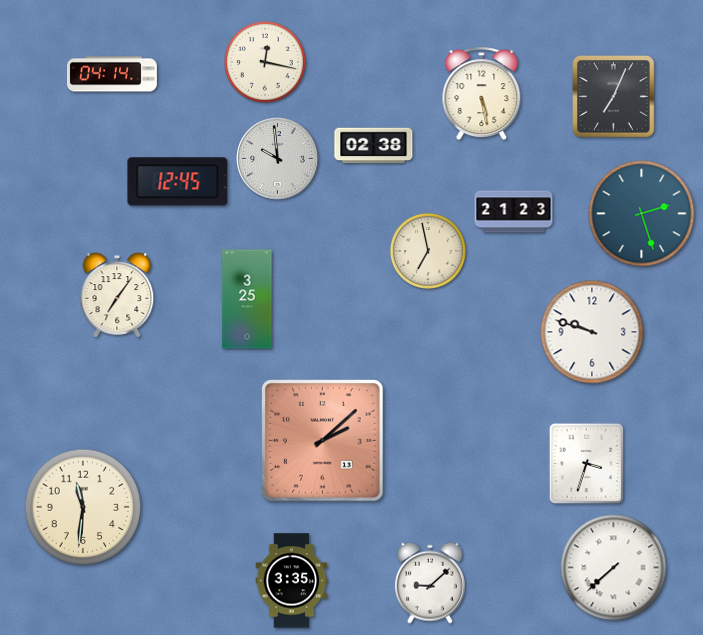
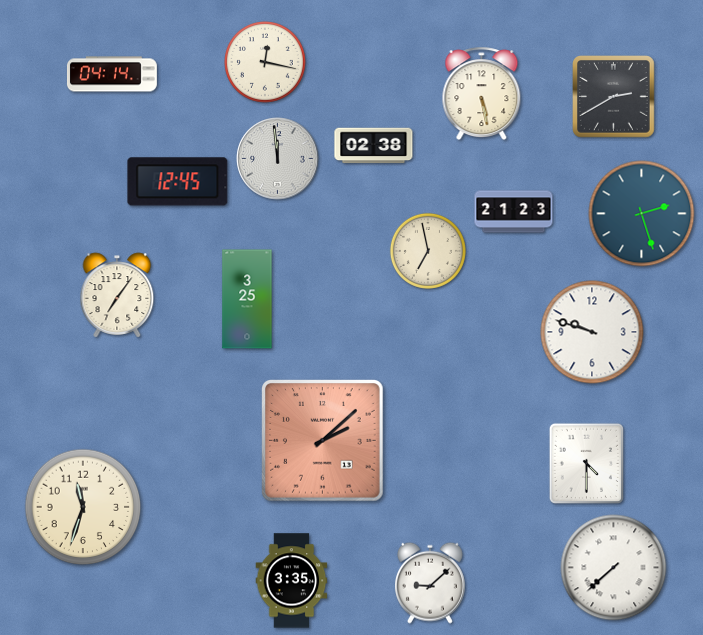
clock at (614, 97): 7:04 -> 2:40
clock at (278, 159): 9:59 -> 11:59
clock at (586, 463): 3:33 -> 4:30
clock at (83, 507): 11:31 -> 11:33
